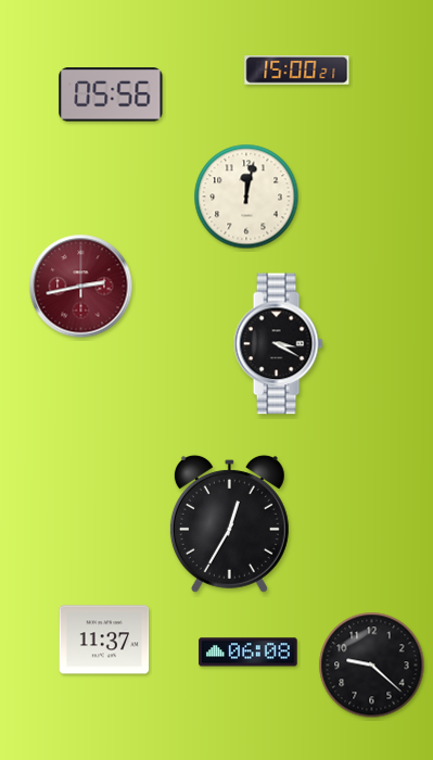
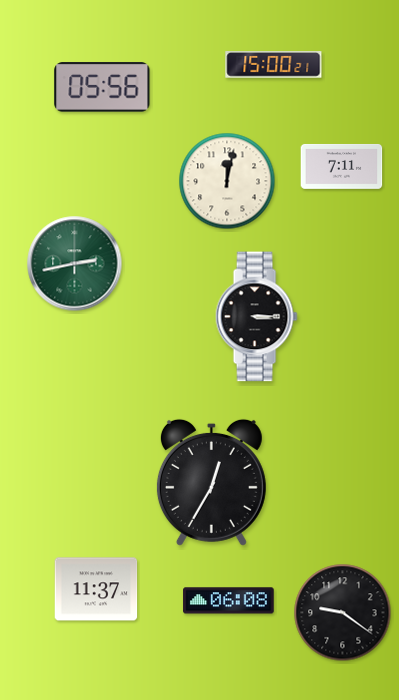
clock at (342, 167): none -> 7:11
clock at (81, 287) dial: burgundy -> green
clock at (278, 344): 3:20 -> 3:15
clock at (372, 666): 9:22 -> 9:21
